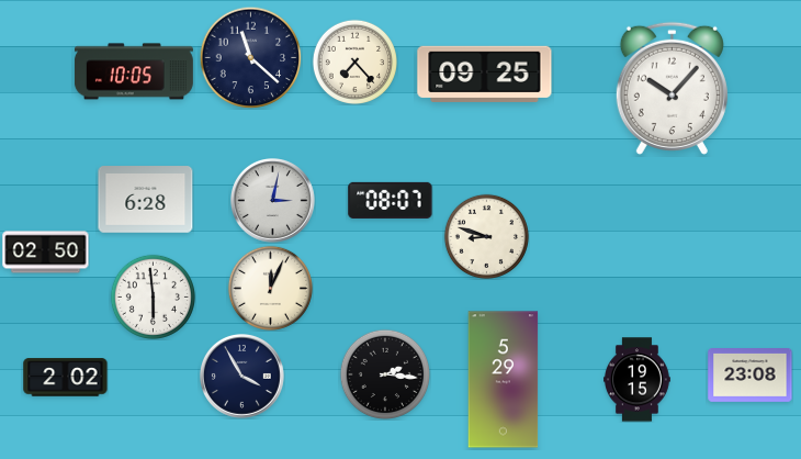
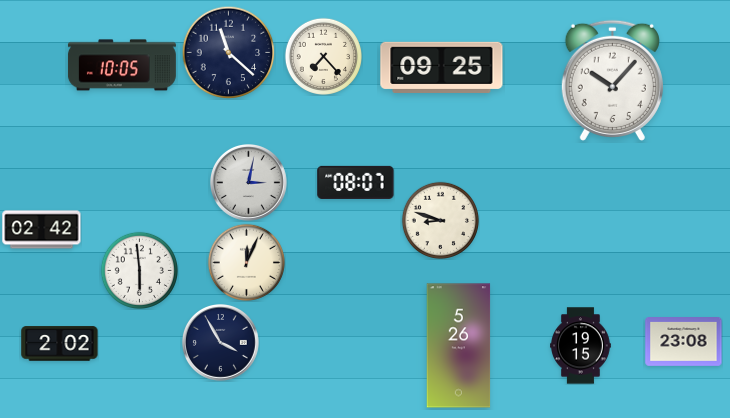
clock at (146, 200): 6:28 -> none
clock at (486, 236) position: (486, 236) -> (440, 220)
clock at (46, 253): 02:50 -> 02:42
clock at (385, 374): 2:16 -> none
clock at (504, 380): 5:29 -> 5:26
